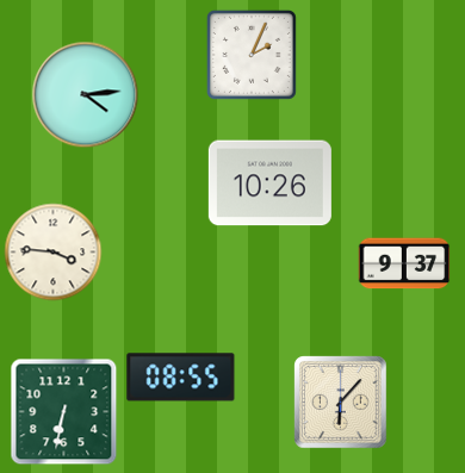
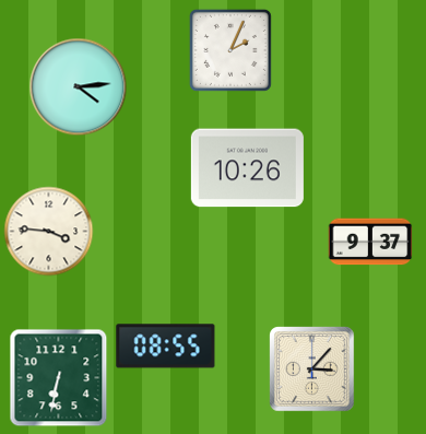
clock at (341, 403): 6:07 -> 3:07
